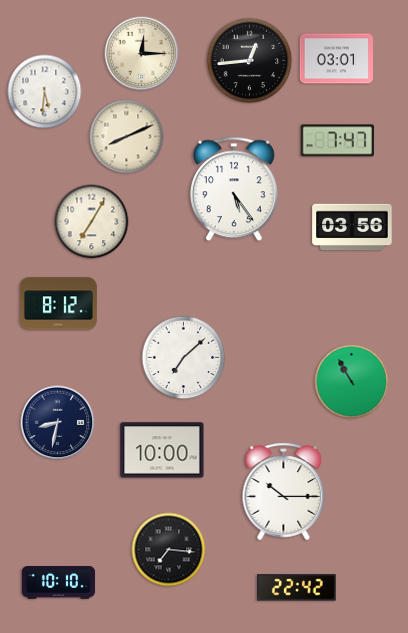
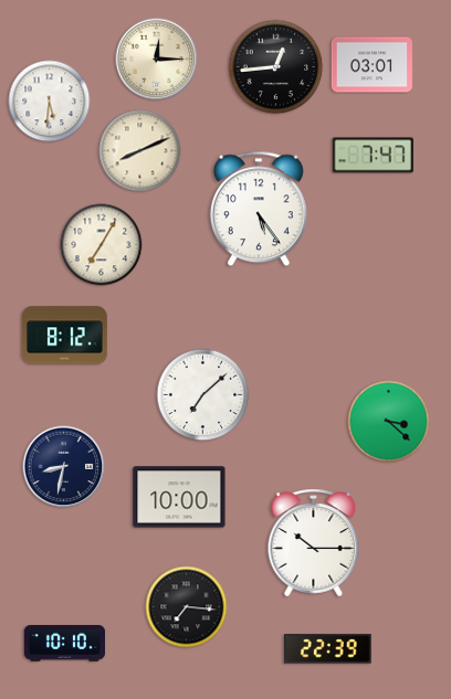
clock at (352, 227): 03:56 -> none
clock at (352, 382): 10:55 -> 3:22
clock at (297, 588): 22:42 -> 22:39
